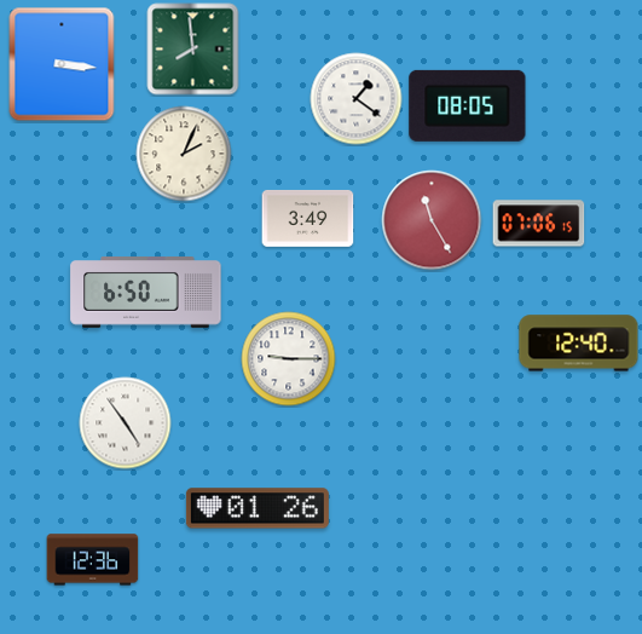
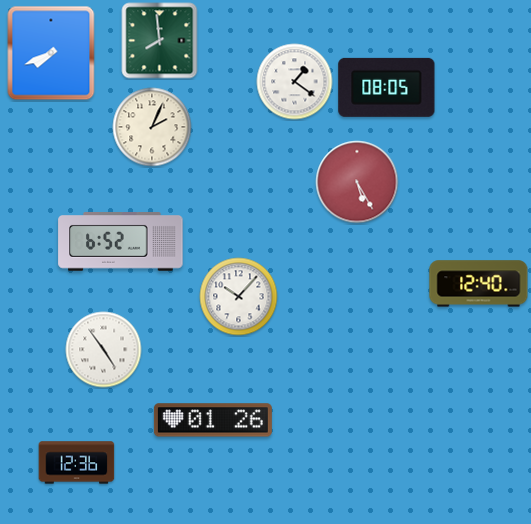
clock at (62, 64): 3:16 -> 7:41
clock at (308, 218): 3:49 -> none
clock at (432, 220): 11:25 -> 5:25
clock at (539, 224): 07:06 -> none
clock at (146, 293): 6:50 -> 6:52
clock at (289, 359): 9:15 -> 10:07
